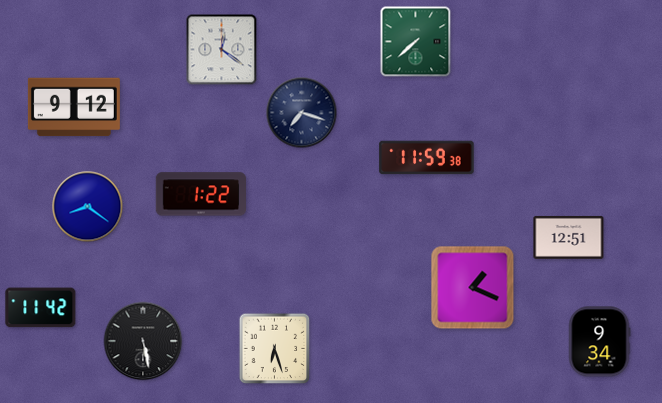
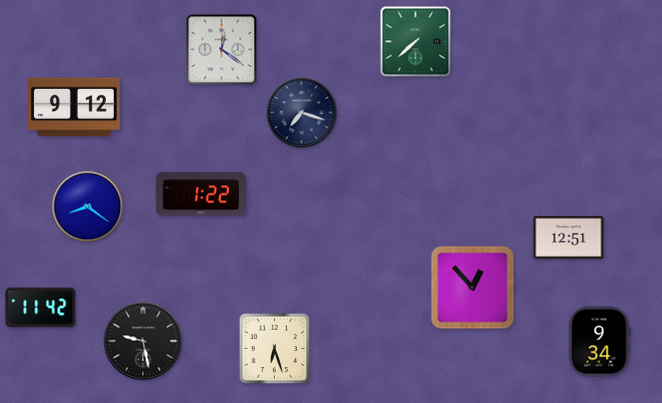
clock at (427, 158): 11:59 -> none
clock at (473, 288): 1:19 -> 12:53
clock at (143, 341): 5:28 -> 9:28
